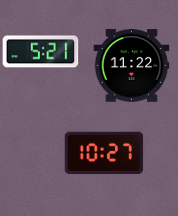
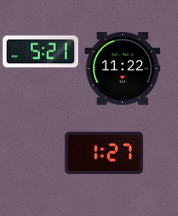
clock at (132, 66) position: (132, 66) -> (123, 69)
clock at (104, 153): 10:27 -> 1:27
